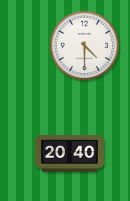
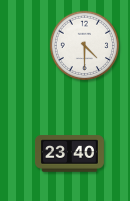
clock at (69, 154): 20:40 -> 23:40
